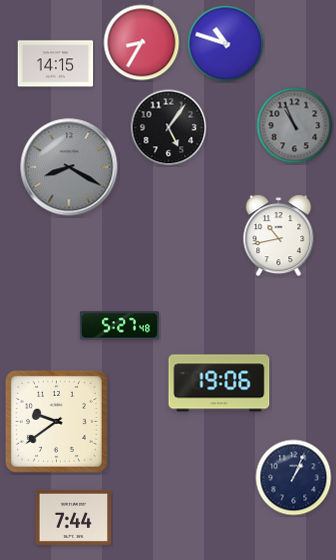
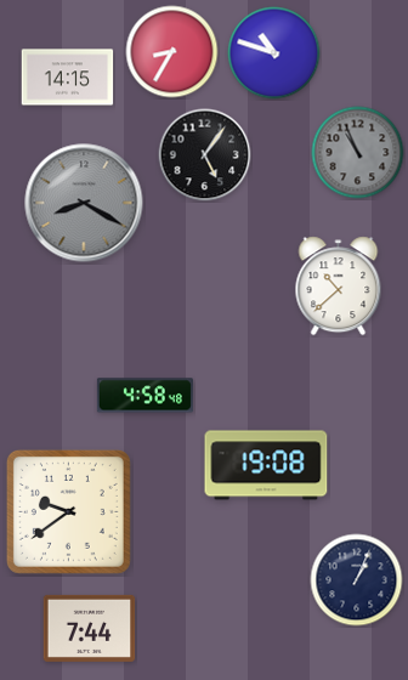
clock at (279, 236): 10:43 -> 10:38
clock at (119, 326): 5:27 -> 4:58
clock at (219, 383): 19:06 -> 19:08
